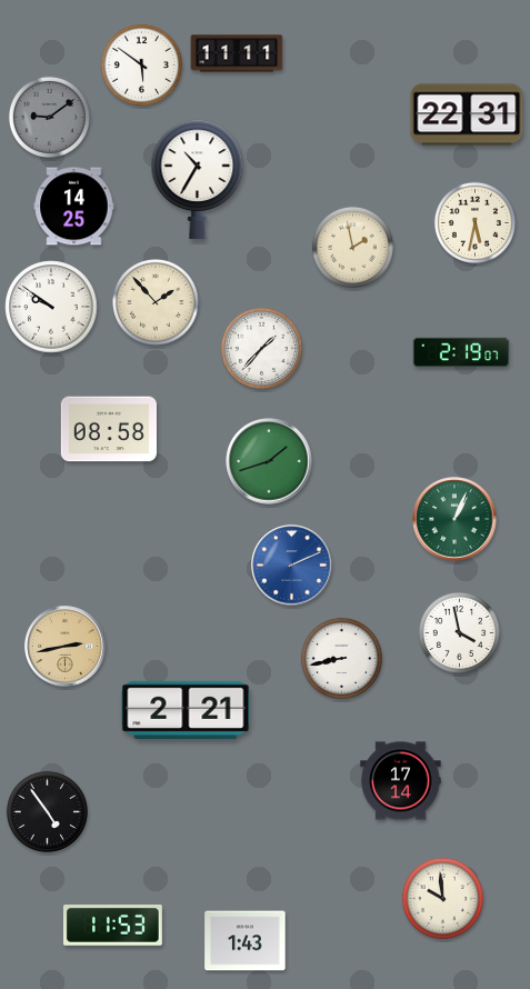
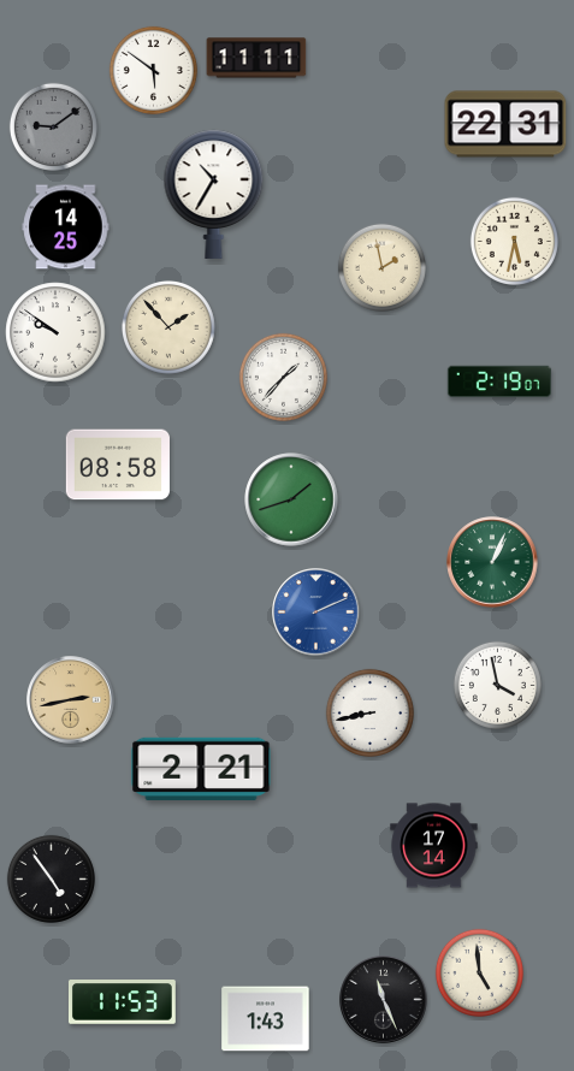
clock at (74, 207) position: (74, 207) -> (66, 227)
clock at (442, 898): 9:59 -> 4:59
clock at (384, 1000): none -> 11:26
